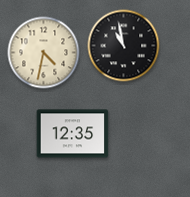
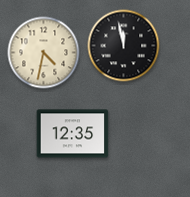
clock at (124, 46): 10:58 -> 11:58
